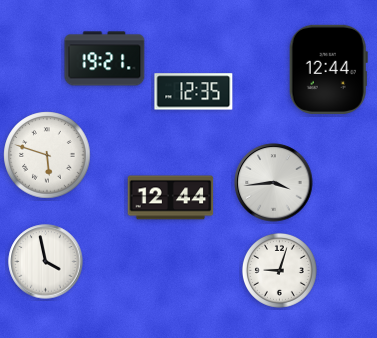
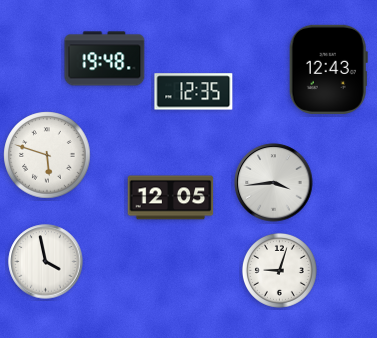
clock at (105, 59): 19:21 -> 19:48
clock at (328, 69): 12:44 -> 12:43
clock at (171, 198): 12:44 -> 12:05
